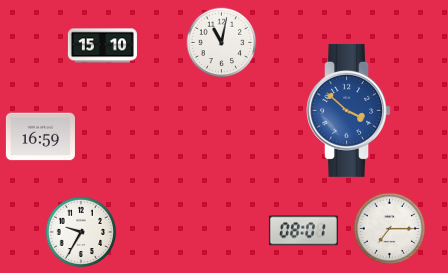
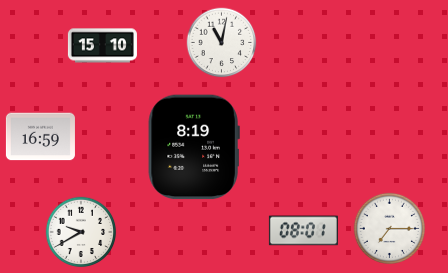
clock at (349, 110): 3:52 -> none
clock at (194, 147): none -> 8:19
clock at (81, 232): 9:35 -> 9:40
